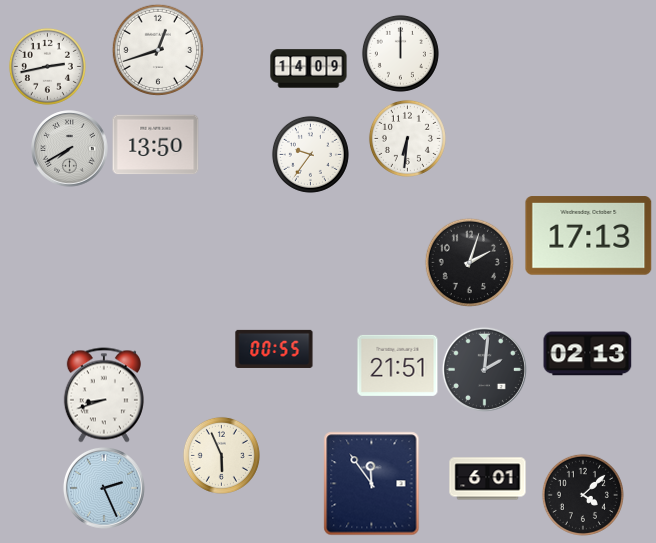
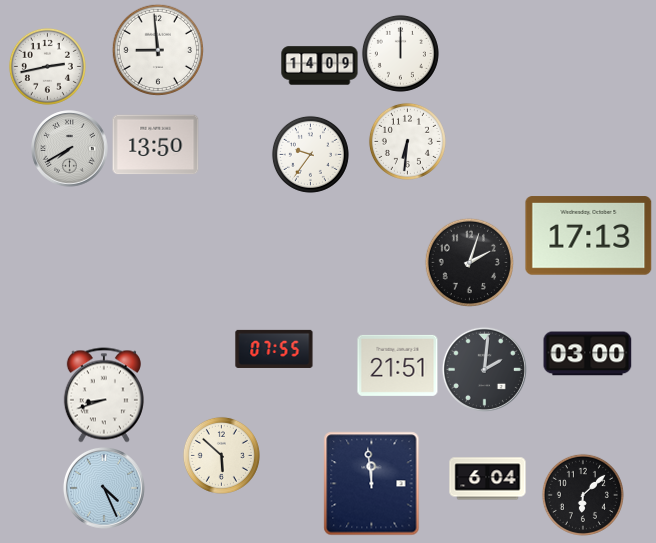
clock at (157, 49): 12:42 -> 8:59
clock at (309, 69) position: (309, 69) -> (320, 66)
clock at (407, 138) position: (407, 138) -> (407, 141)
clock at (274, 349): 00:55 -> 07:55
clock at (588, 354): 02:13 -> 03:00
clock at (221, 455): 5:56 -> 5:52
clock at (488, 479): 6:01 -> 6:04
clock at (372, 484): 11:54 -> 11:59
clock at (104, 488): 2:26 -> 4:26
clock at (583, 495): 4:08 -> 6:08
